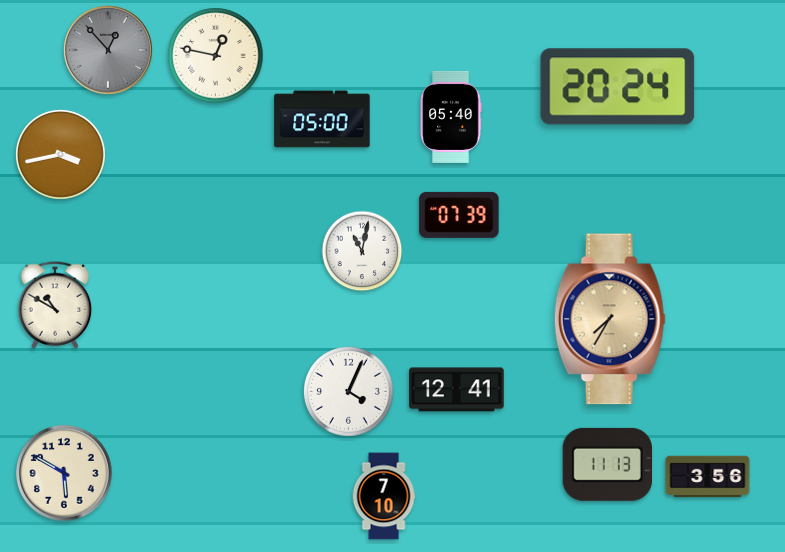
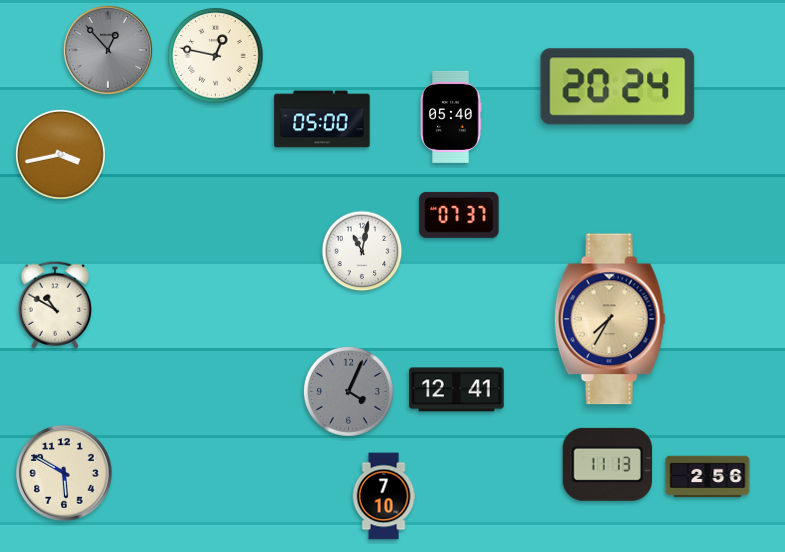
clock at (459, 215): 07:39 -> 07:37
clock at (348, 391) dial: white -> grey
clock at (708, 477): 3:56 -> 2:56
